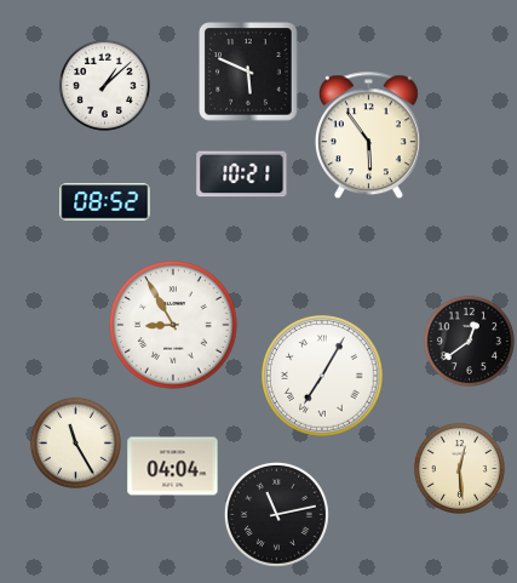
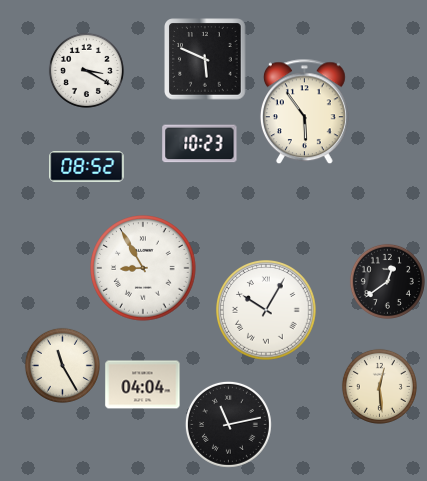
clock at (104, 85): 1:08 -> 3:20
clock at (242, 175): 10:21 -> 10:23
clock at (322, 376): 7:05 -> 10:05
